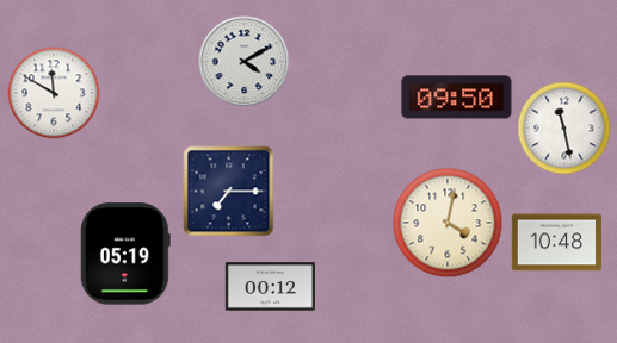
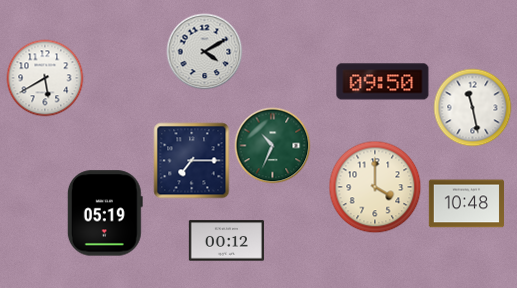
clock at (54, 93): 11:50 -> 5:40
clock at (273, 146): none -> 10:34
clock at (448, 223): 4:02 -> 4:00
